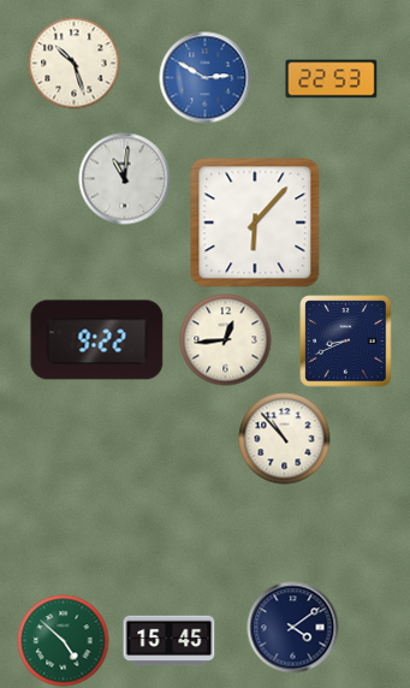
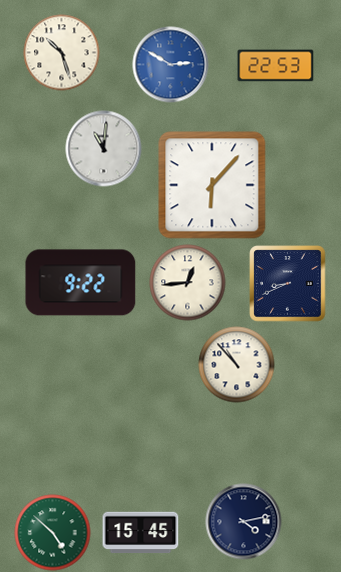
clock at (293, 628): 4:09 -> 4:13
